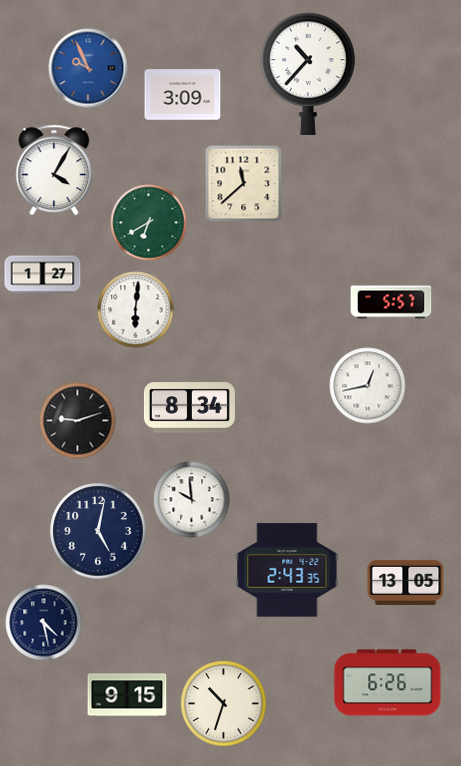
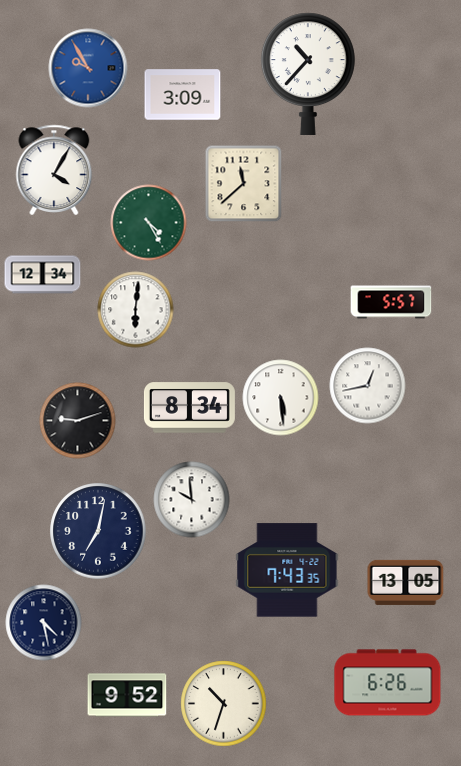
clock at (88, 68): 9:56 -> 9:55
clock at (149, 223): 6:40 -> 4:25
clock at (43, 275): 1:27 -> 12:34
clock at (281, 398): none -> 5:29
clock at (98, 531): 5:02 -> 7:02
clock at (287, 570): 2:43 -> 7:43
clock at (127, 695): 9:15 -> 9:52
